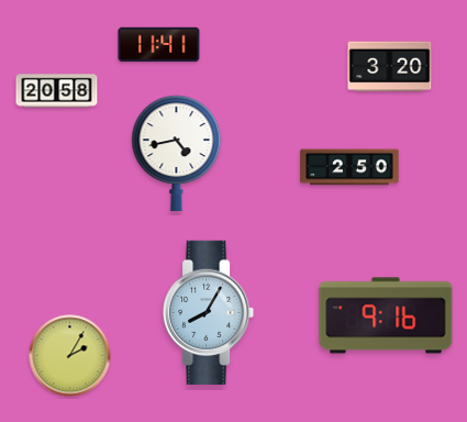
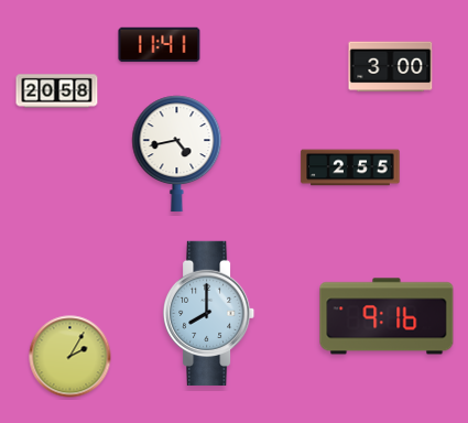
clock at (390, 67): 3:20 -> 3:00
clock at (349, 167): 2:50 -> 2:55
clock at (209, 312): 8:05 -> 8:00
